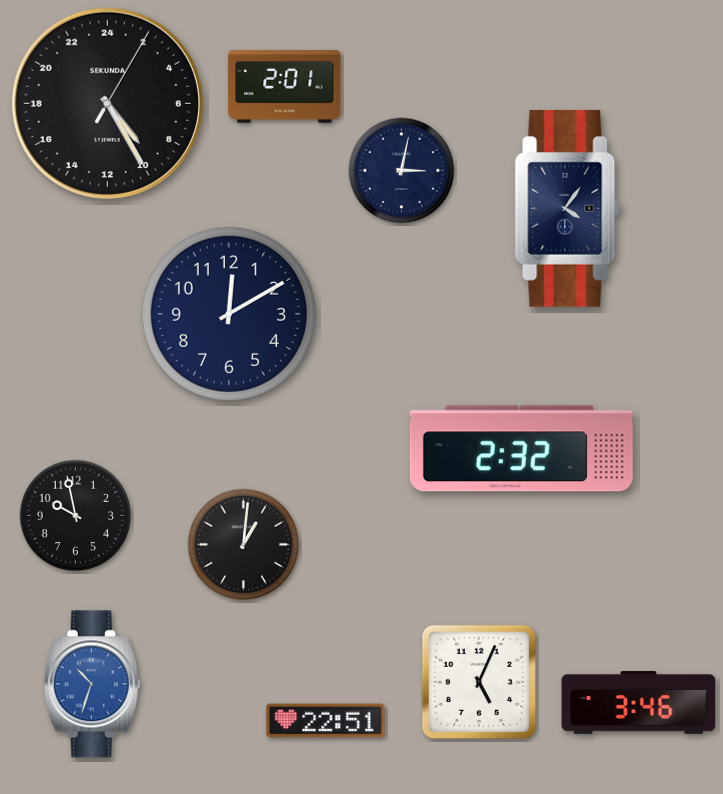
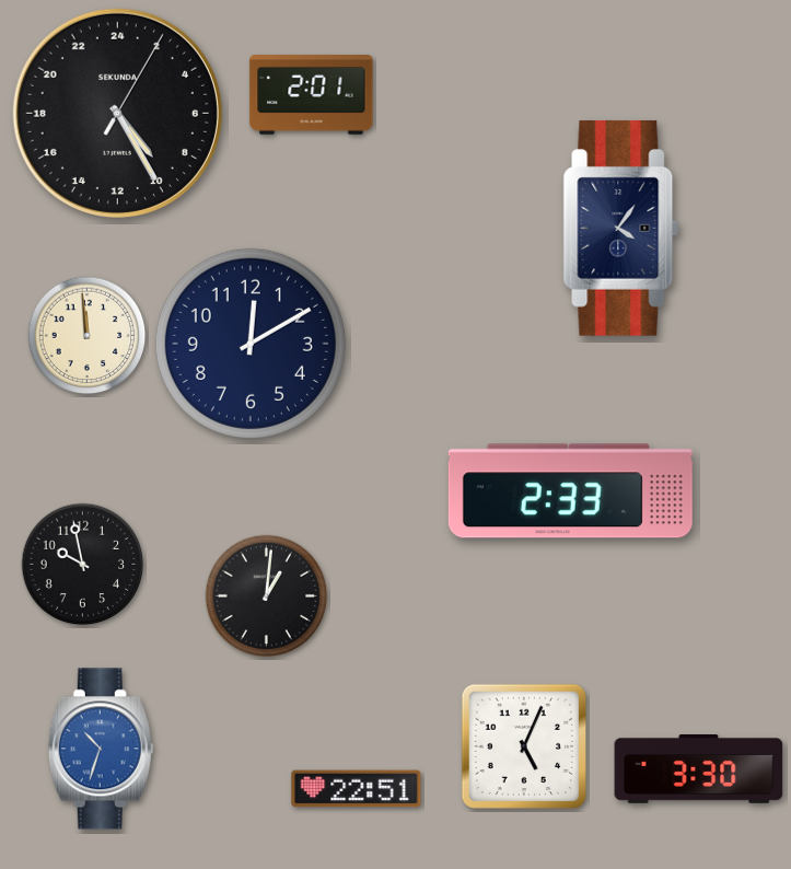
clock at (402, 171): 3:02 -> none
clock at (88, 336): none -> 11:59
clock at (521, 449): 2:32 -> 2:33
clock at (639, 703): 3:46 -> 3:30
